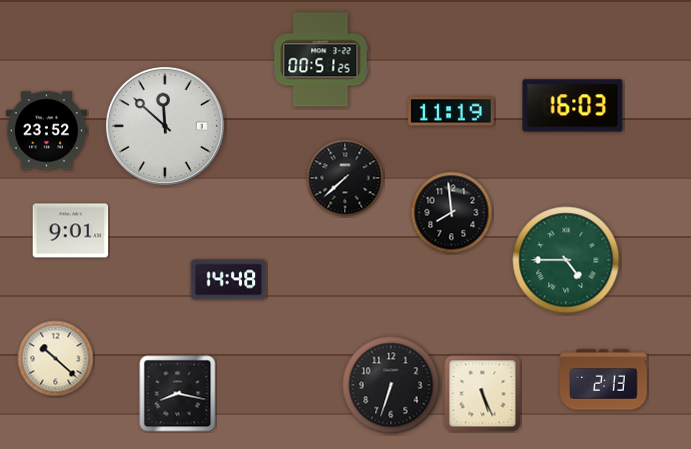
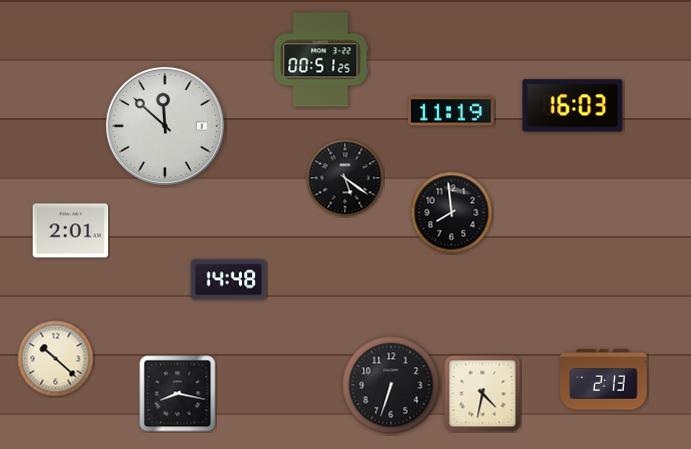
clock at (46, 131): 23:52 -> none
clock at (345, 178): 7:38 -> 5:21
clock at (71, 231): 9:01 -> 2:01
clock at (566, 260): 4:45 -> none
clock at (483, 394): 5:26 -> 4:32
